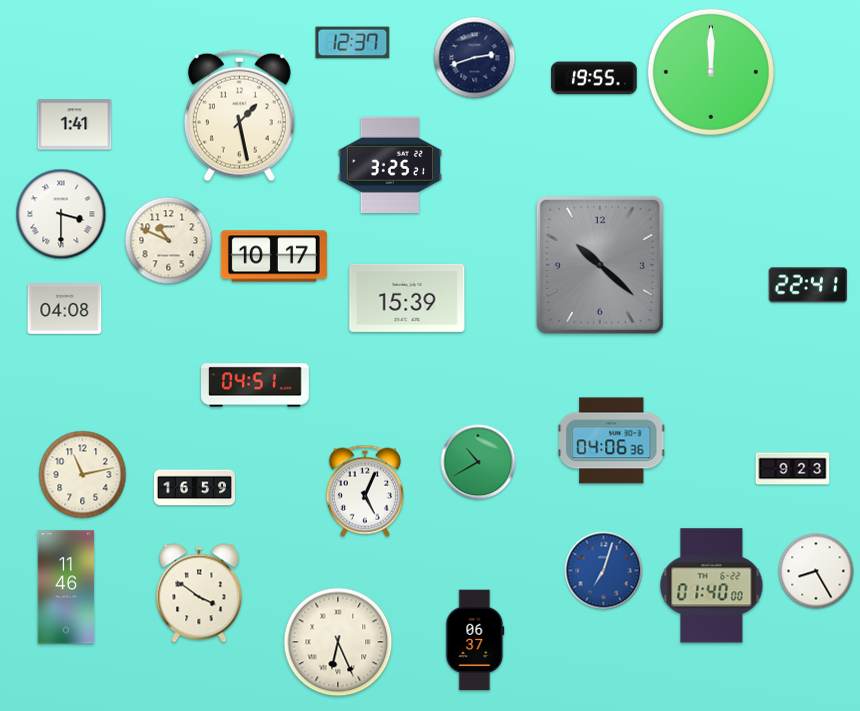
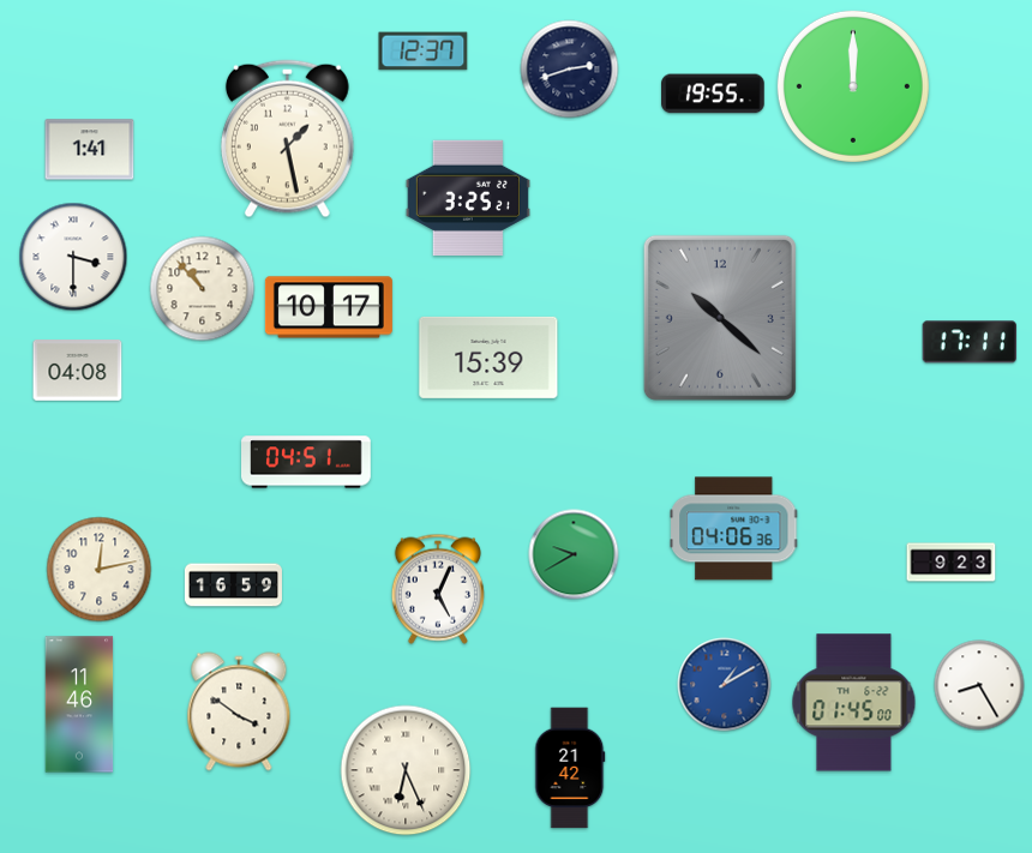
clock at (169, 241): 10:49 -> 10:53
clock at (807, 285): 22:41 -> 17:11
clock at (478, 462): 10:40 -> 9:40
clock at (83, 475): 11:13 -> 12:13
clock at (604, 571): 7:03 -> 1:10
clock at (712, 586): 01:40 -> 01:45
clock at (475, 640): 06:37 -> 21:42
